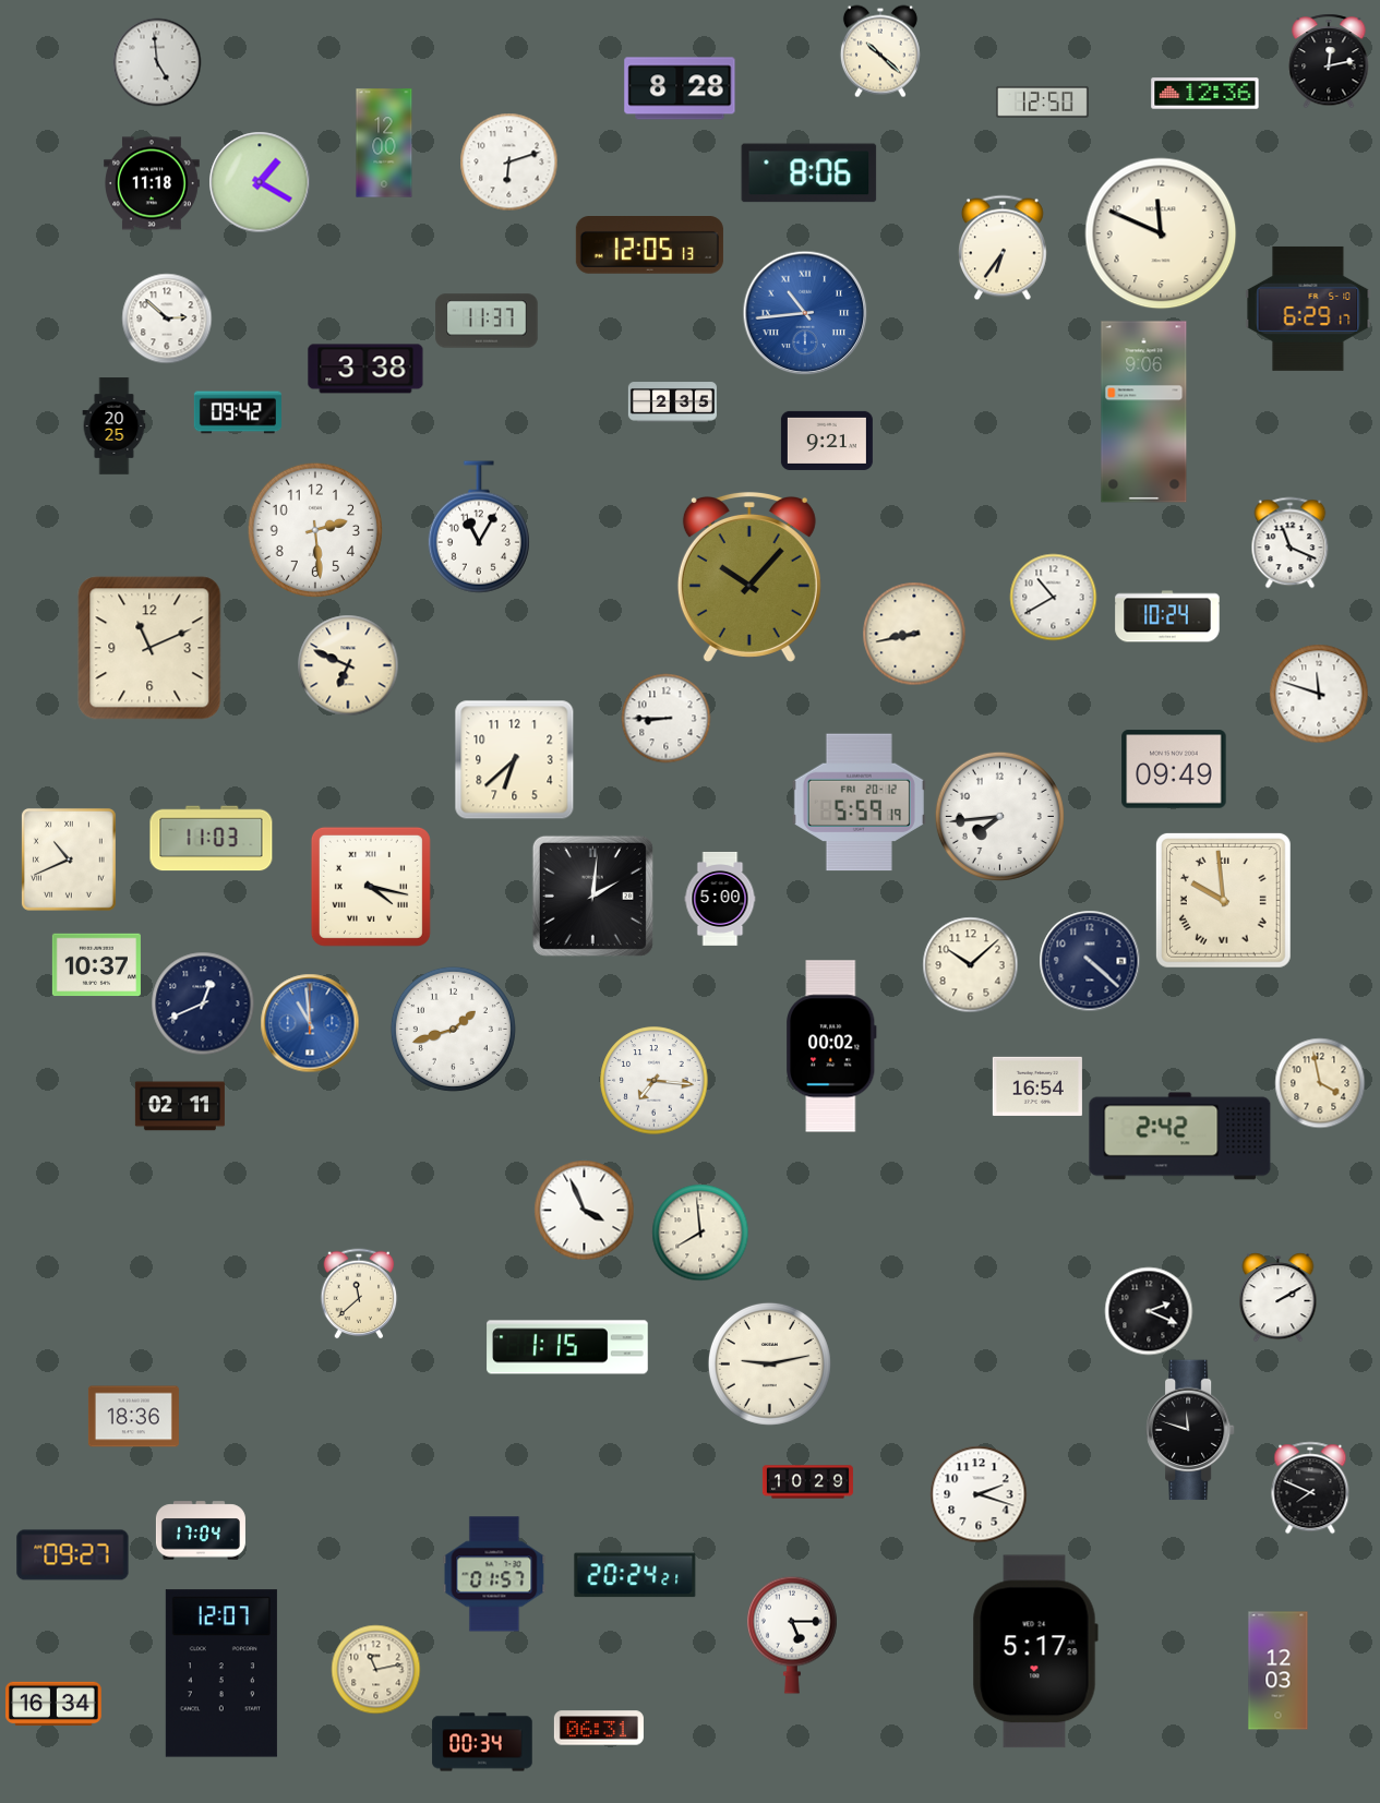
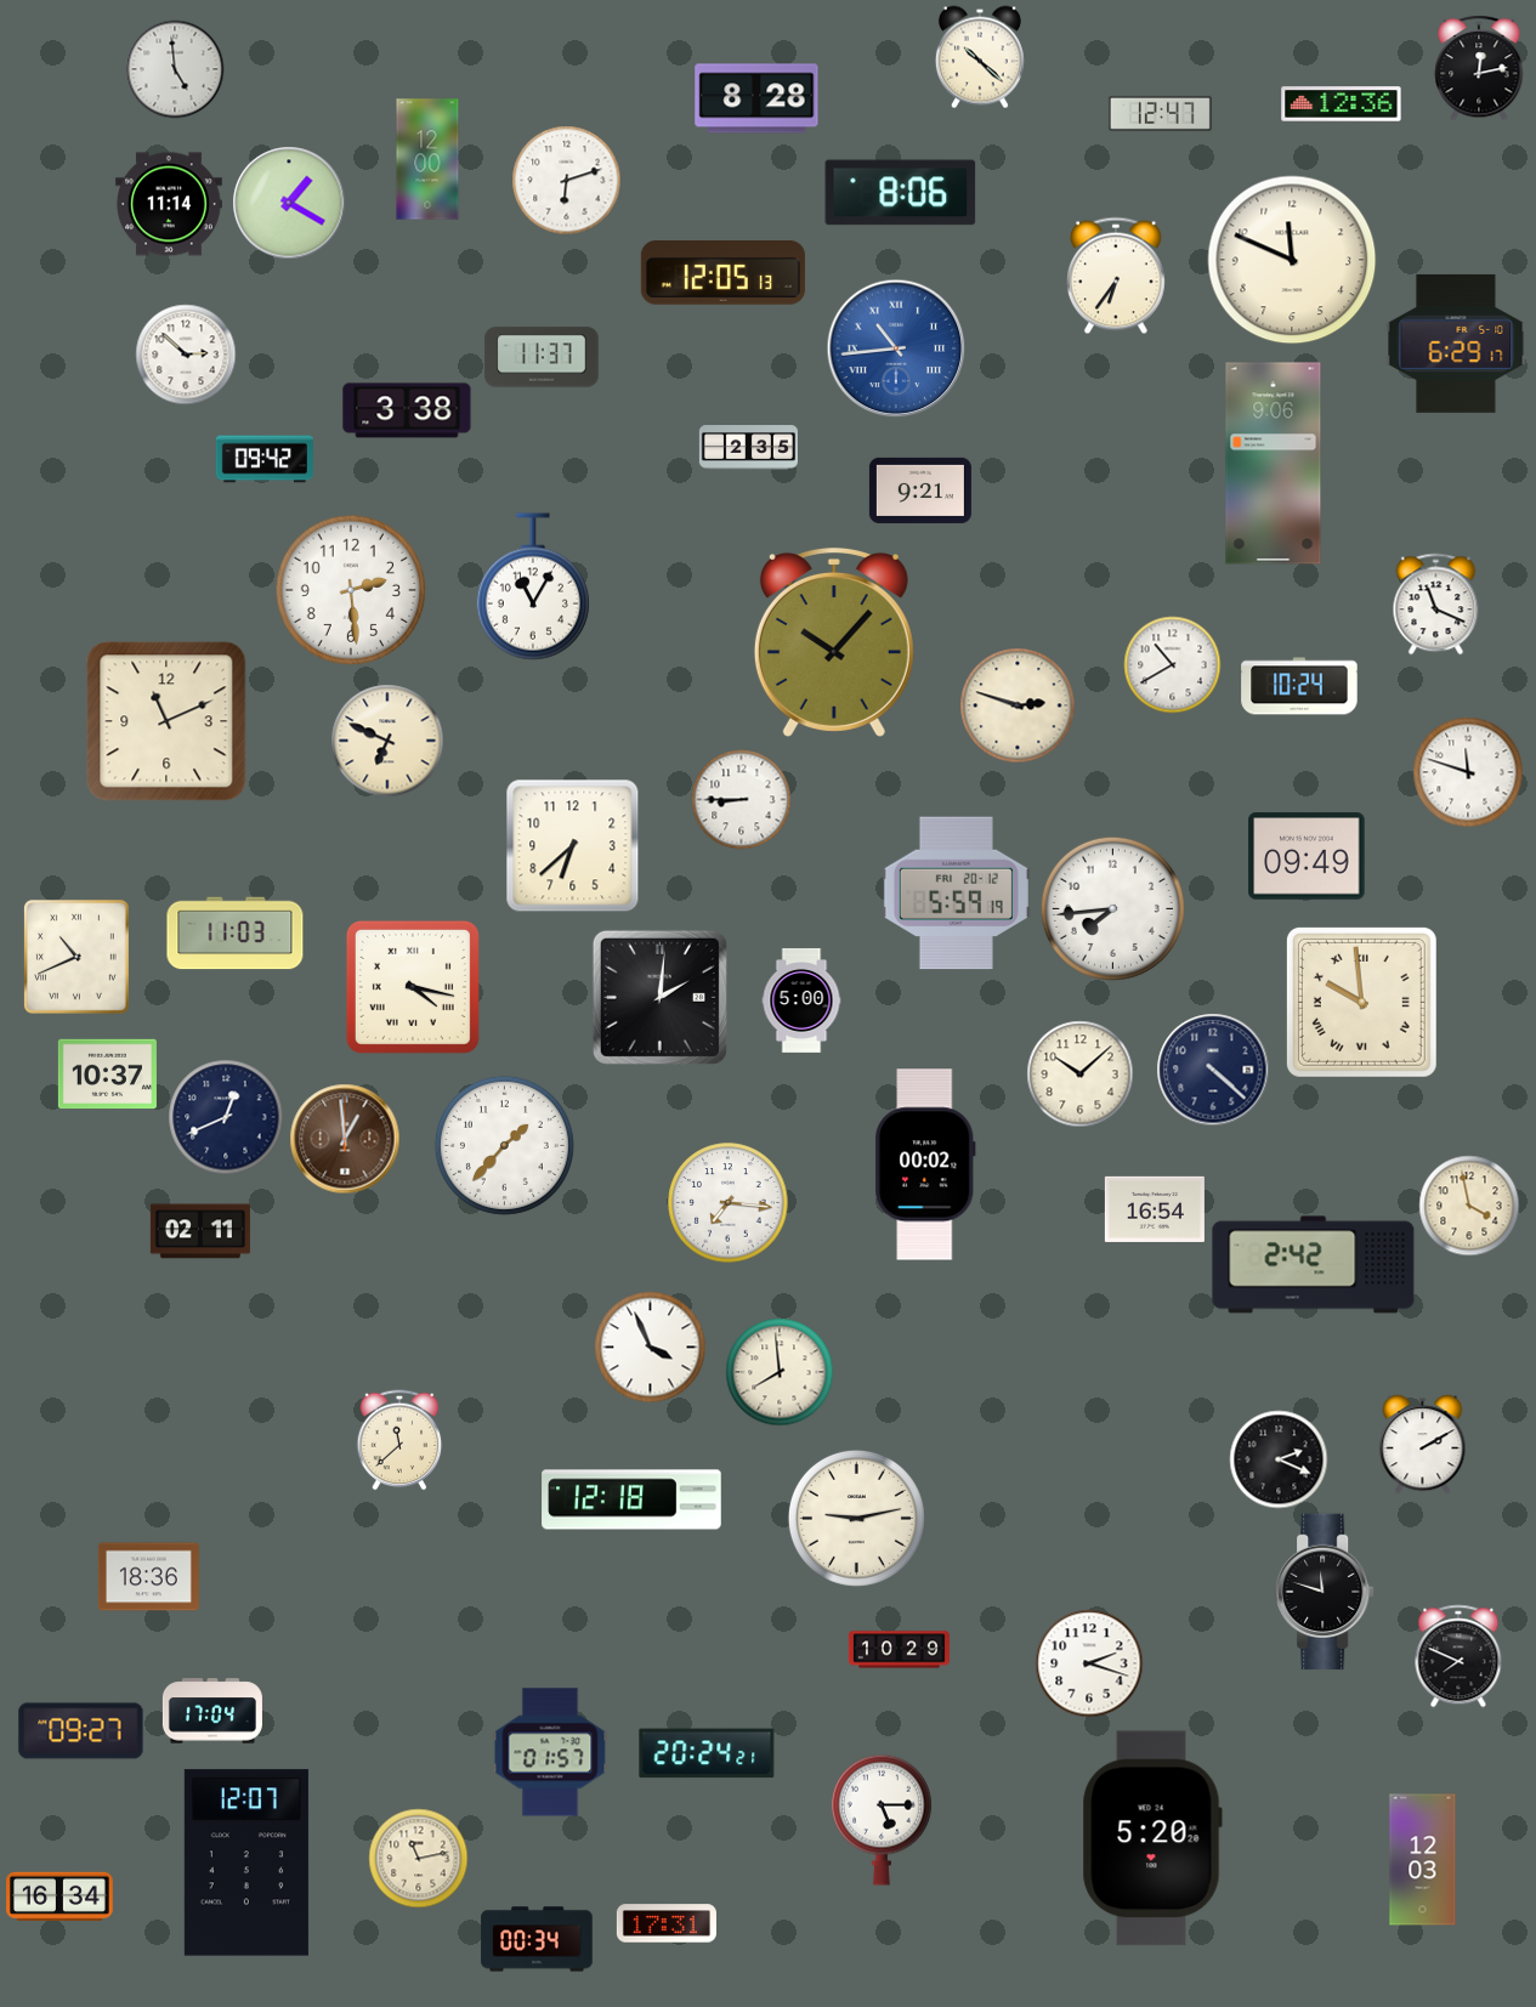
clock at (1042, 101): 12:50 -> 12:47
clock at (153, 183): 11:18 -> 11:14
clock at (1144, 412) position: (1144, 412) -> (1274, 464)
clock at (115, 426): 20:25 -> none
clock at (914, 634): 8:43 -> 2:48
clock at (310, 1023): 10:59 -> 12:59
clock at (310, 1023) dial: blue -> brown
clock at (453, 1029): 1:42 -> 1:37
clock at (567, 1347): 1:15 -> 12:18
clock at (201, 1530) position: (201, 1530) -> (212, 1711)
clock at (1035, 1651): 5:17 -> 5:20
clock at (599, 1728): 06:31 -> 17:31
